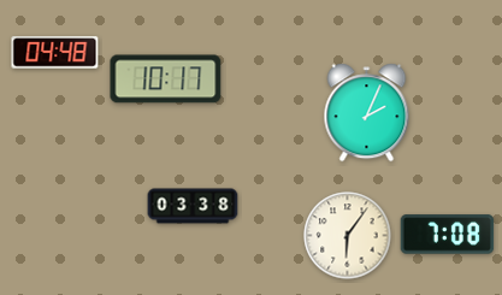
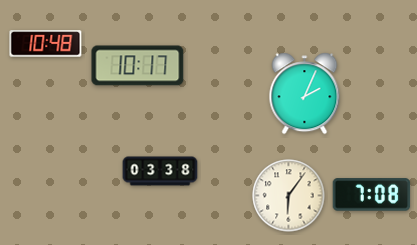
clock at (55, 53): 04:48 -> 10:48
